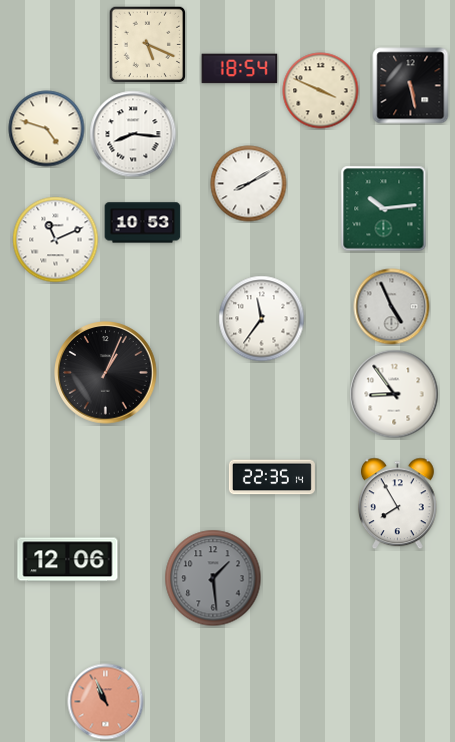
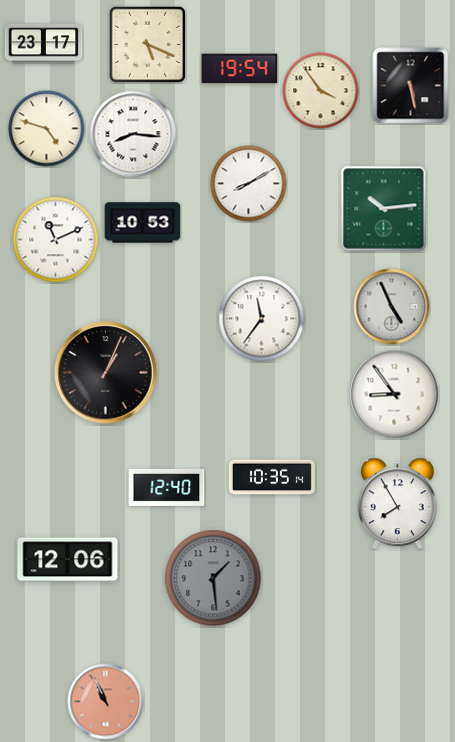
clock at (44, 44): none -> 23:17
clock at (240, 69): 18:54 -> 19:54
clock at (321, 91): 3:49 -> 3:54
clock at (272, 477): 22:35 -> 10:35
clock at (167, 487): none -> 12:40
